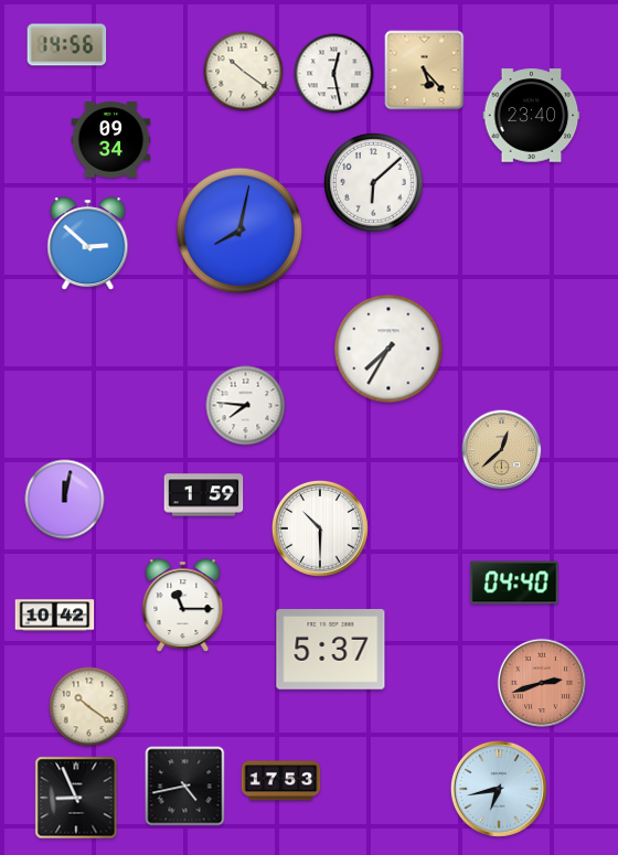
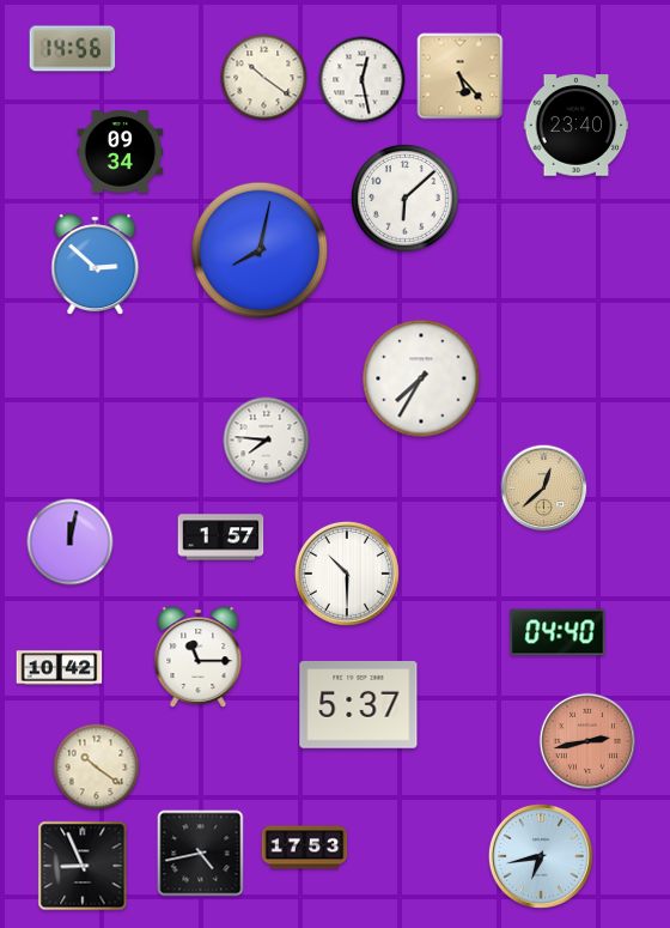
clock at (204, 495): 1:59 -> 1:57
clock at (541, 682): 2:42 -> 2:43
